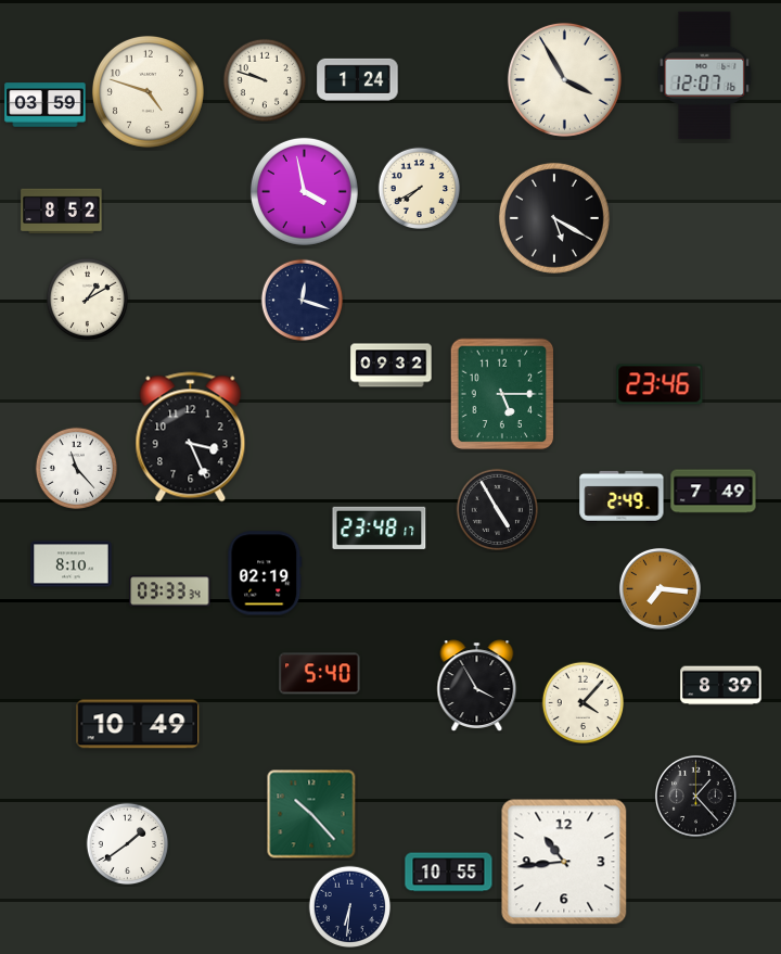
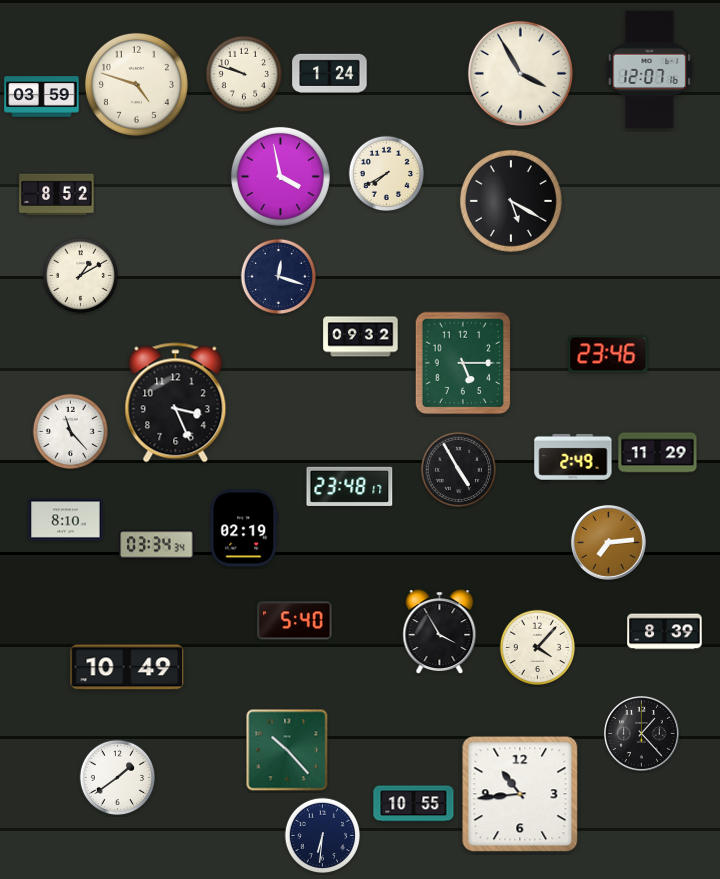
clock at (714, 492): 7:49 -> 11:29
clock at (660, 588): 7:16 -> 7:14
clock at (170, 592): 03:33 -> 03:34
